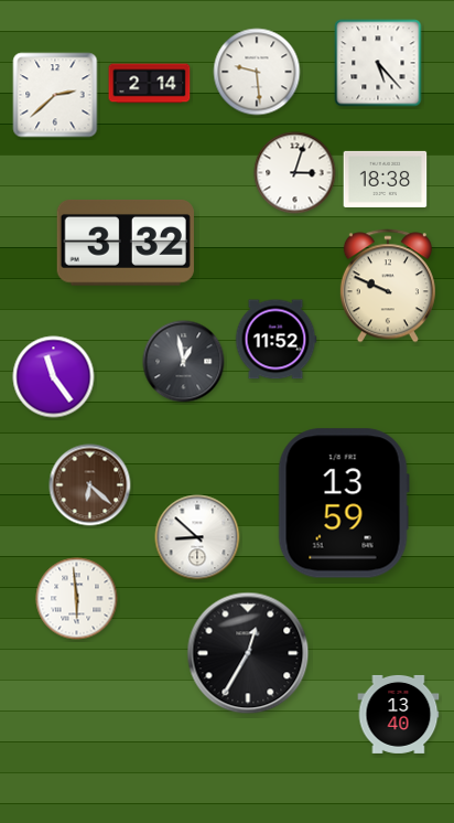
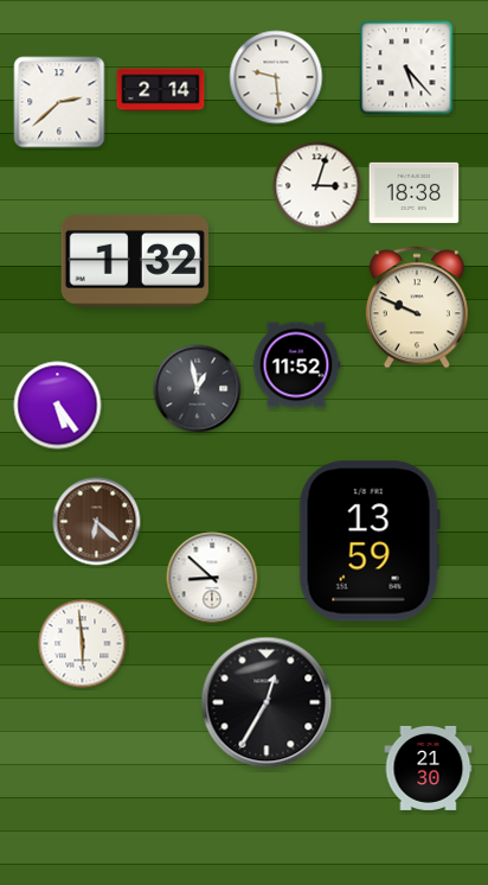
clock at (126, 243): 3:32 -> 1:32
clock at (54, 377): 11:24 -> 5:24
clock at (399, 714): 13:40 -> 21:30
